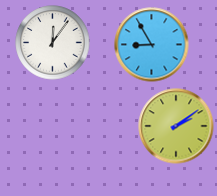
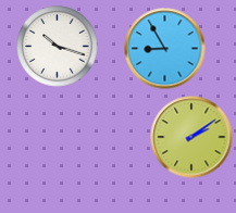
clock at (53, 43): 12:06 -> 10:18
